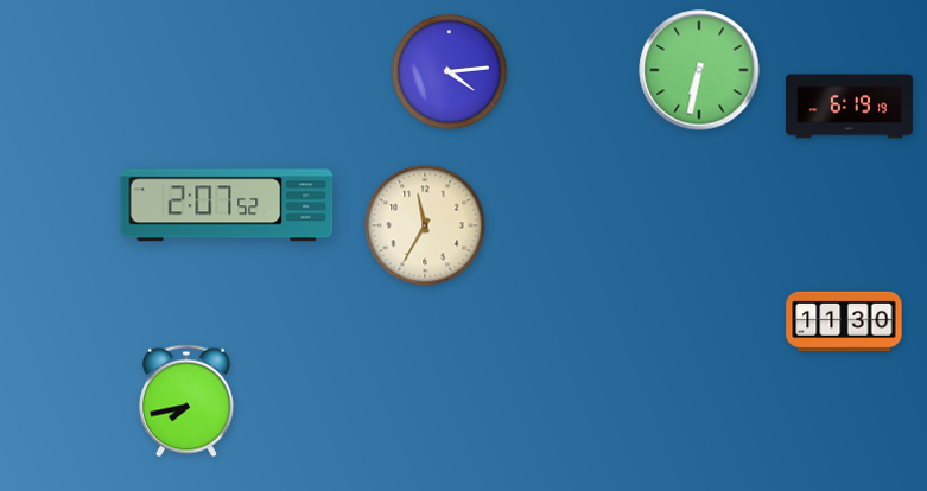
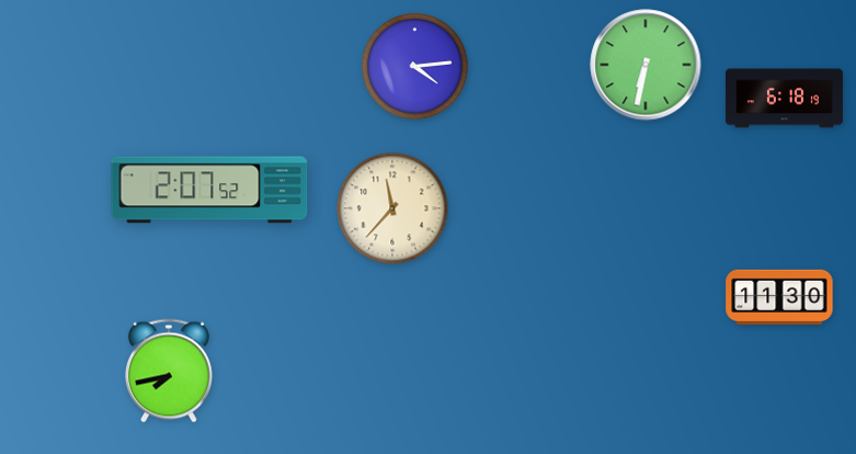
clock at (849, 107): 6:19 -> 6:18
clock at (425, 225): 11:35 -> 11:37
clock at (186, 401) position: (186, 401) -> (169, 371)
